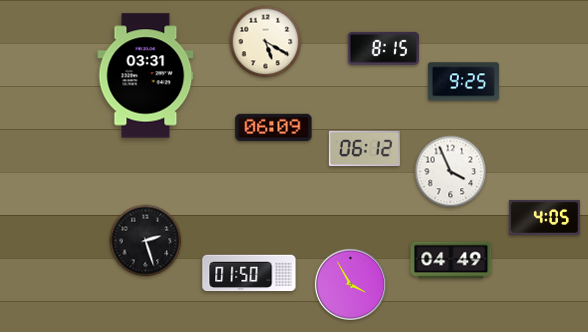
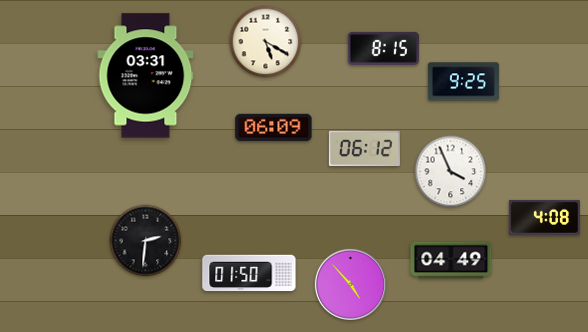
clock at (544, 217): 4:05 -> 4:08
clock at (146, 241): 2:27 -> 2:31
clock at (350, 284): 3:55 -> 4:53
